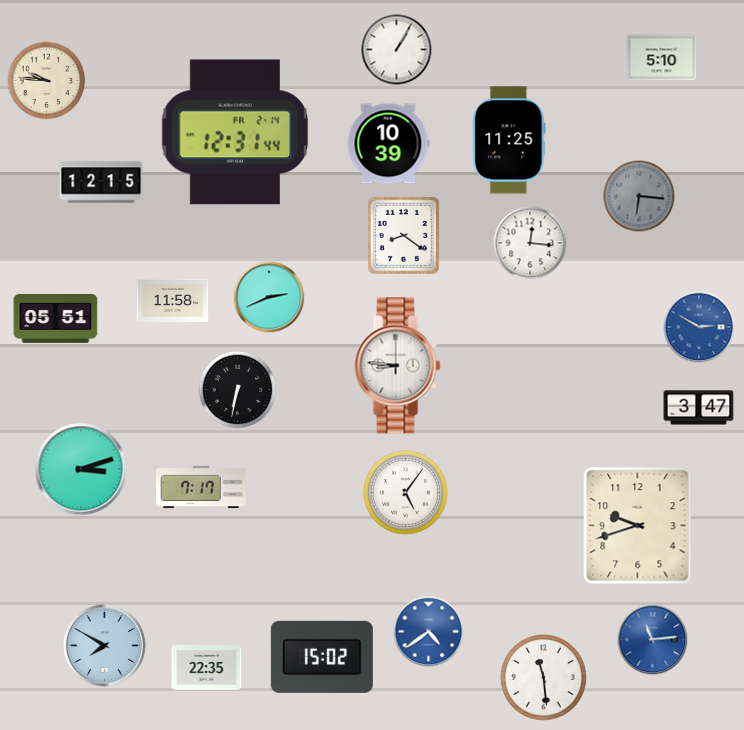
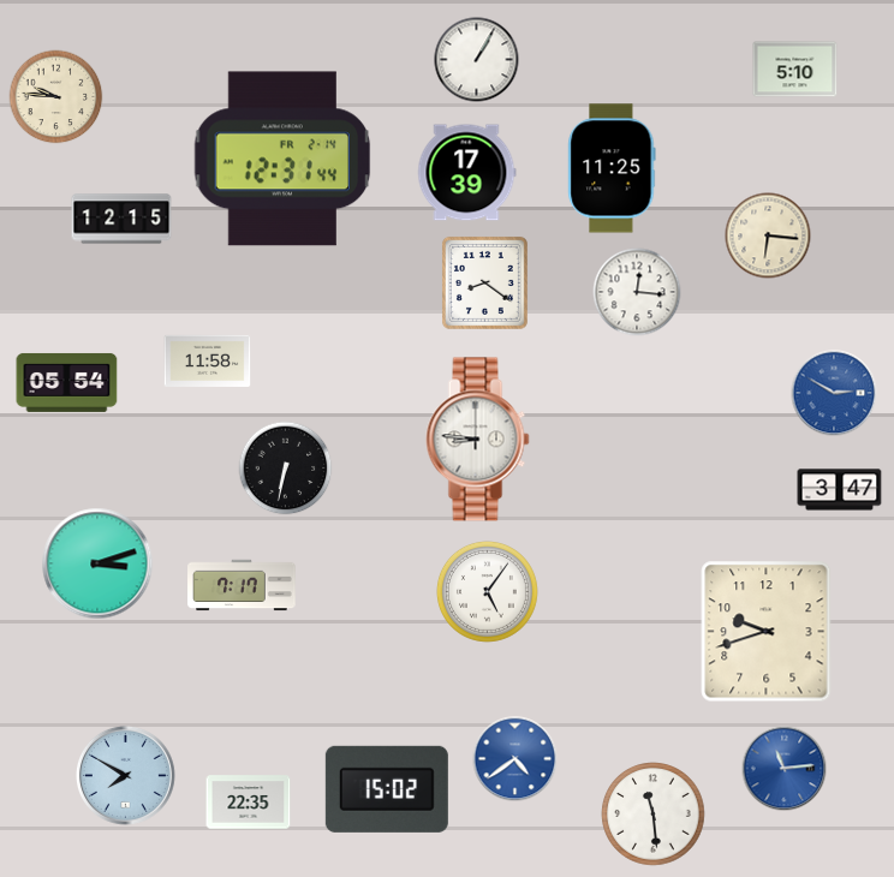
clock at (388, 144): 10:39 -> 17:39
clock at (639, 196) dial: grey -> cream
clock at (269, 297): 2:41 -> none
clock at (56, 318): 05:51 -> 05:54
clock at (699, 327) position: (699, 327) -> (834, 393)
